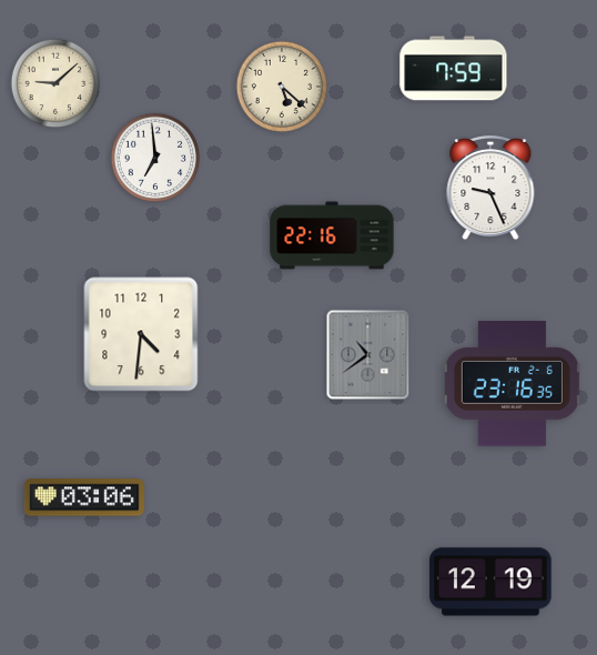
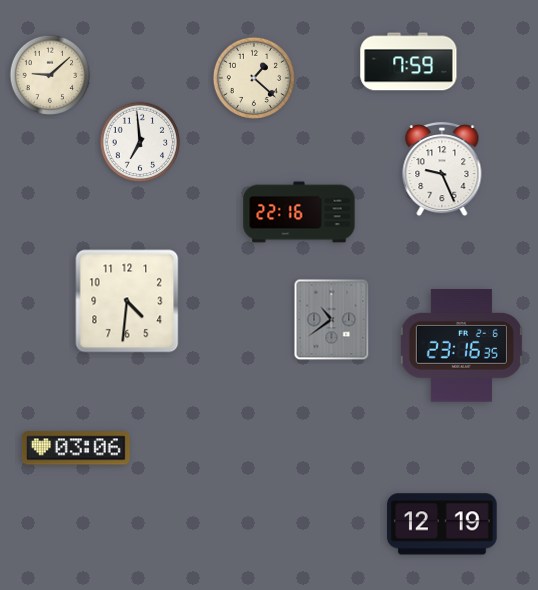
clock at (281, 85): 5:22 -> 1:22
